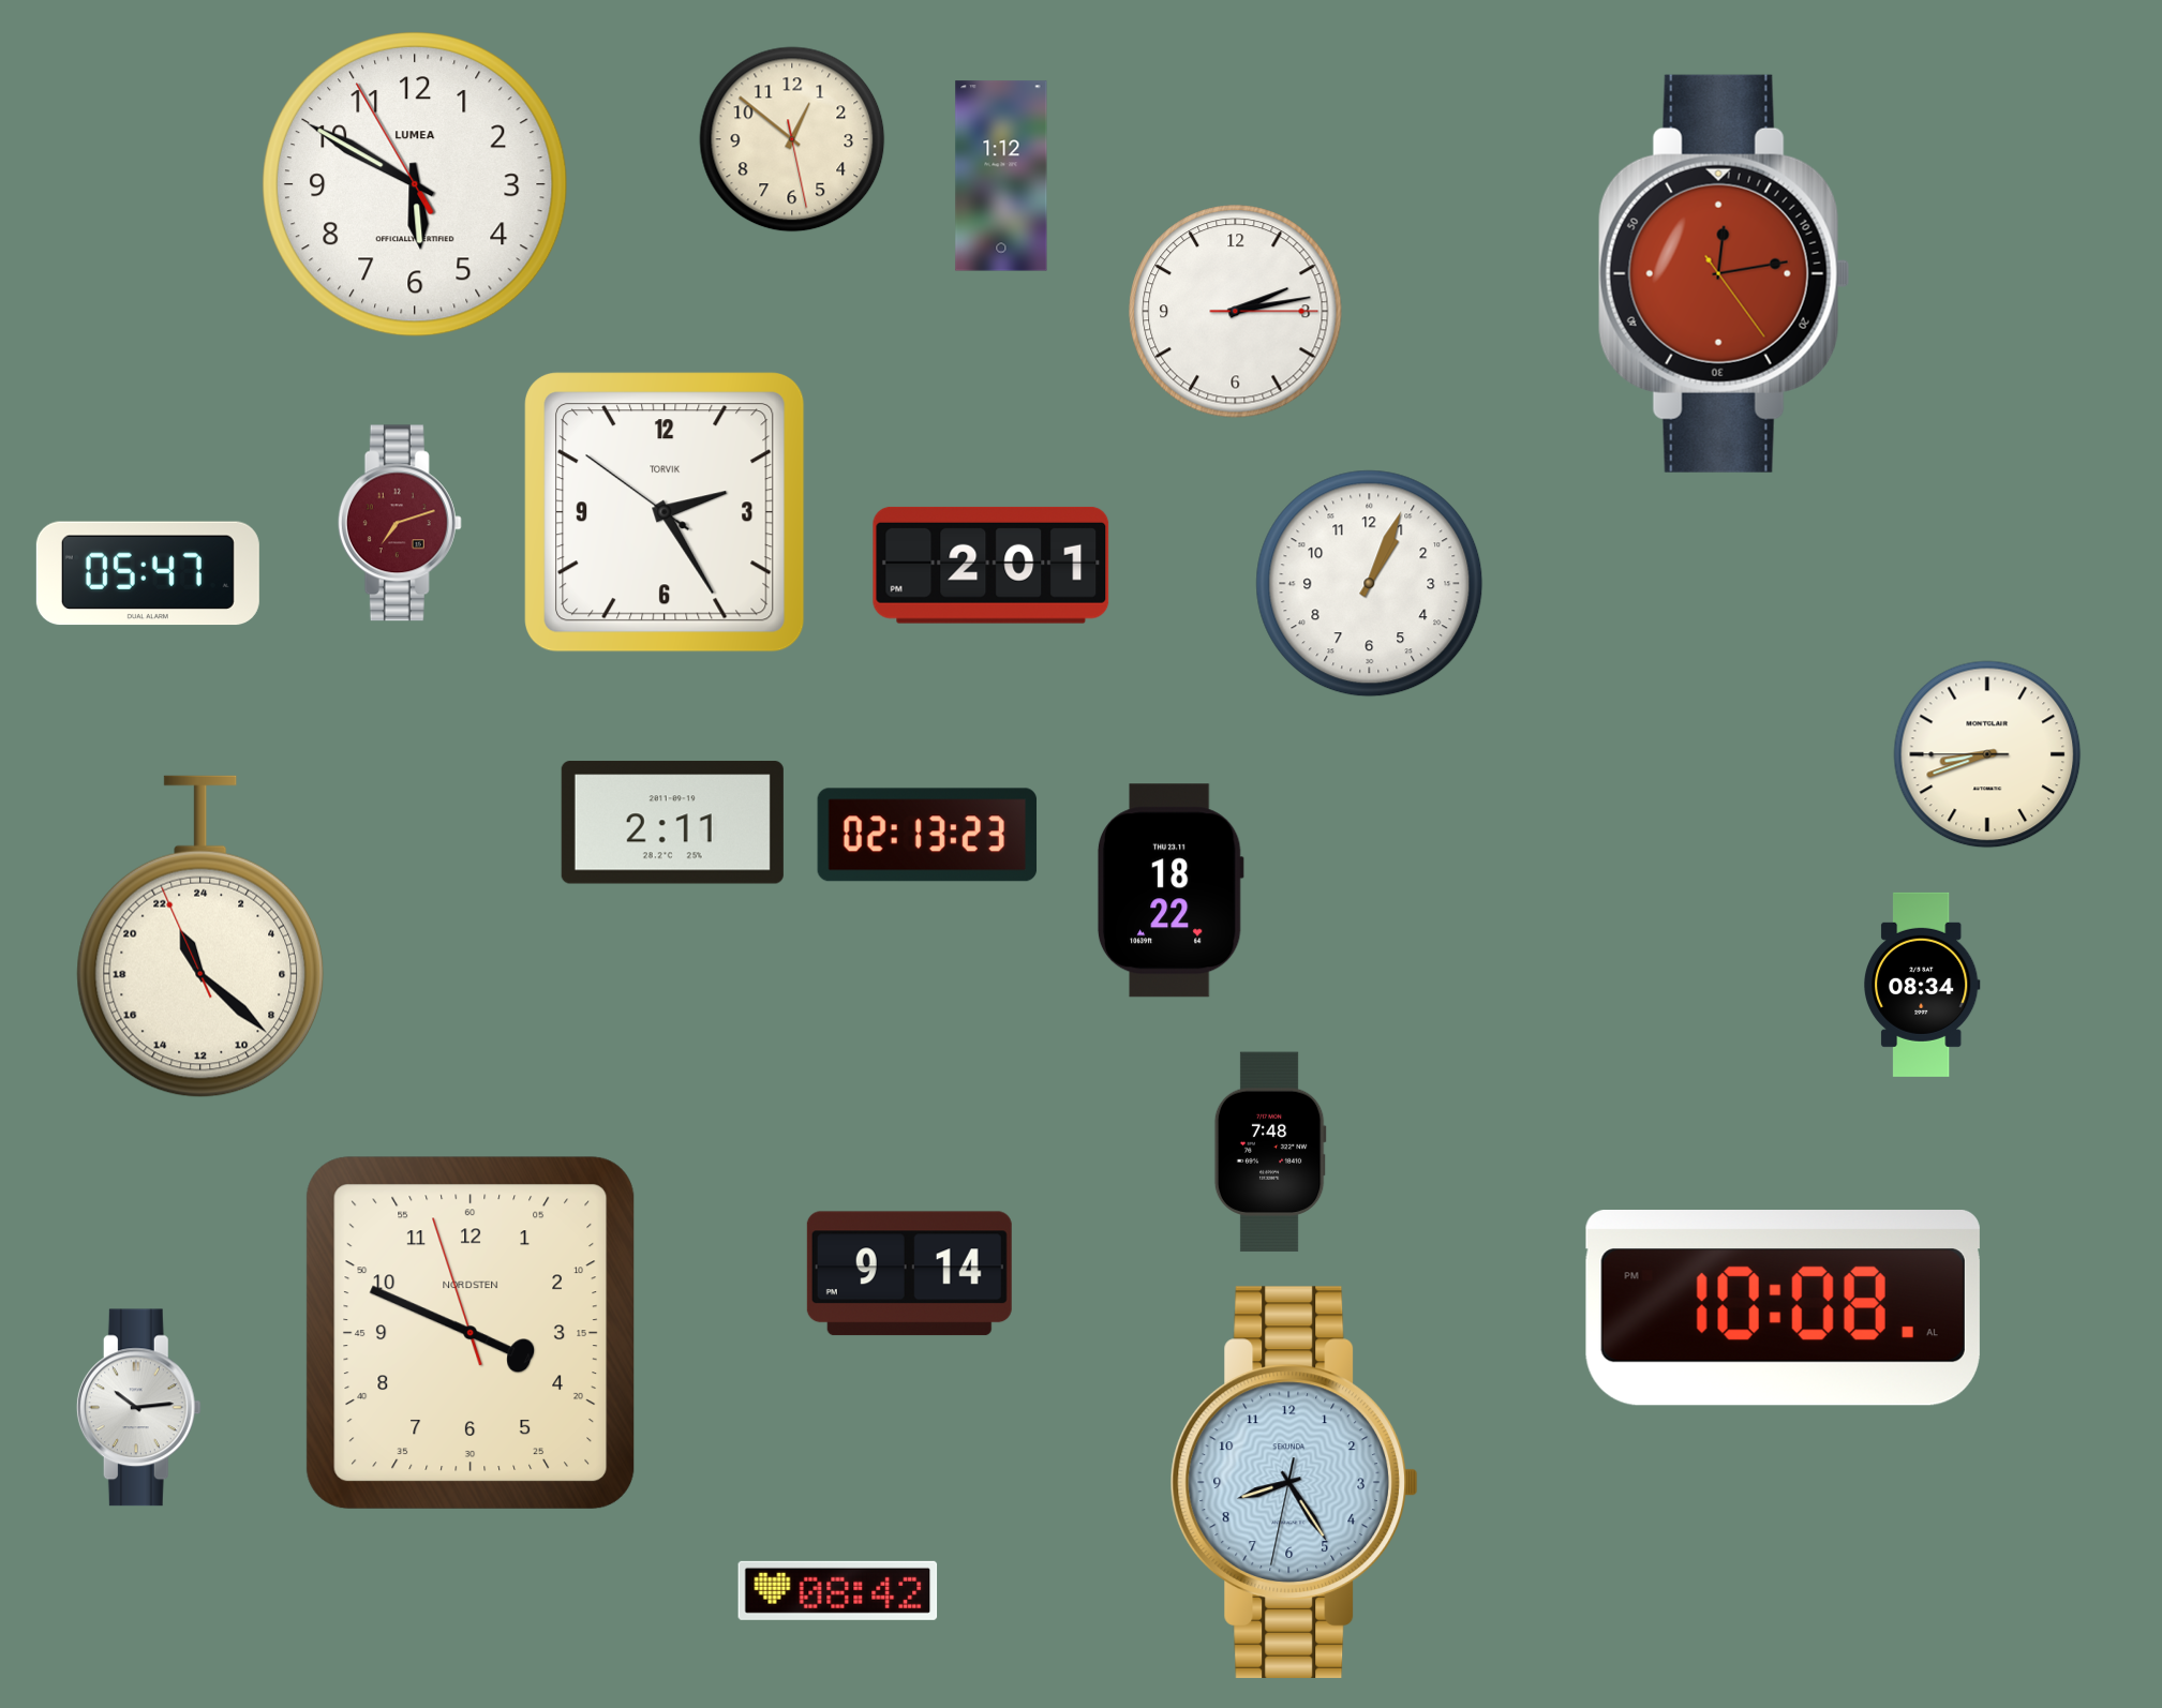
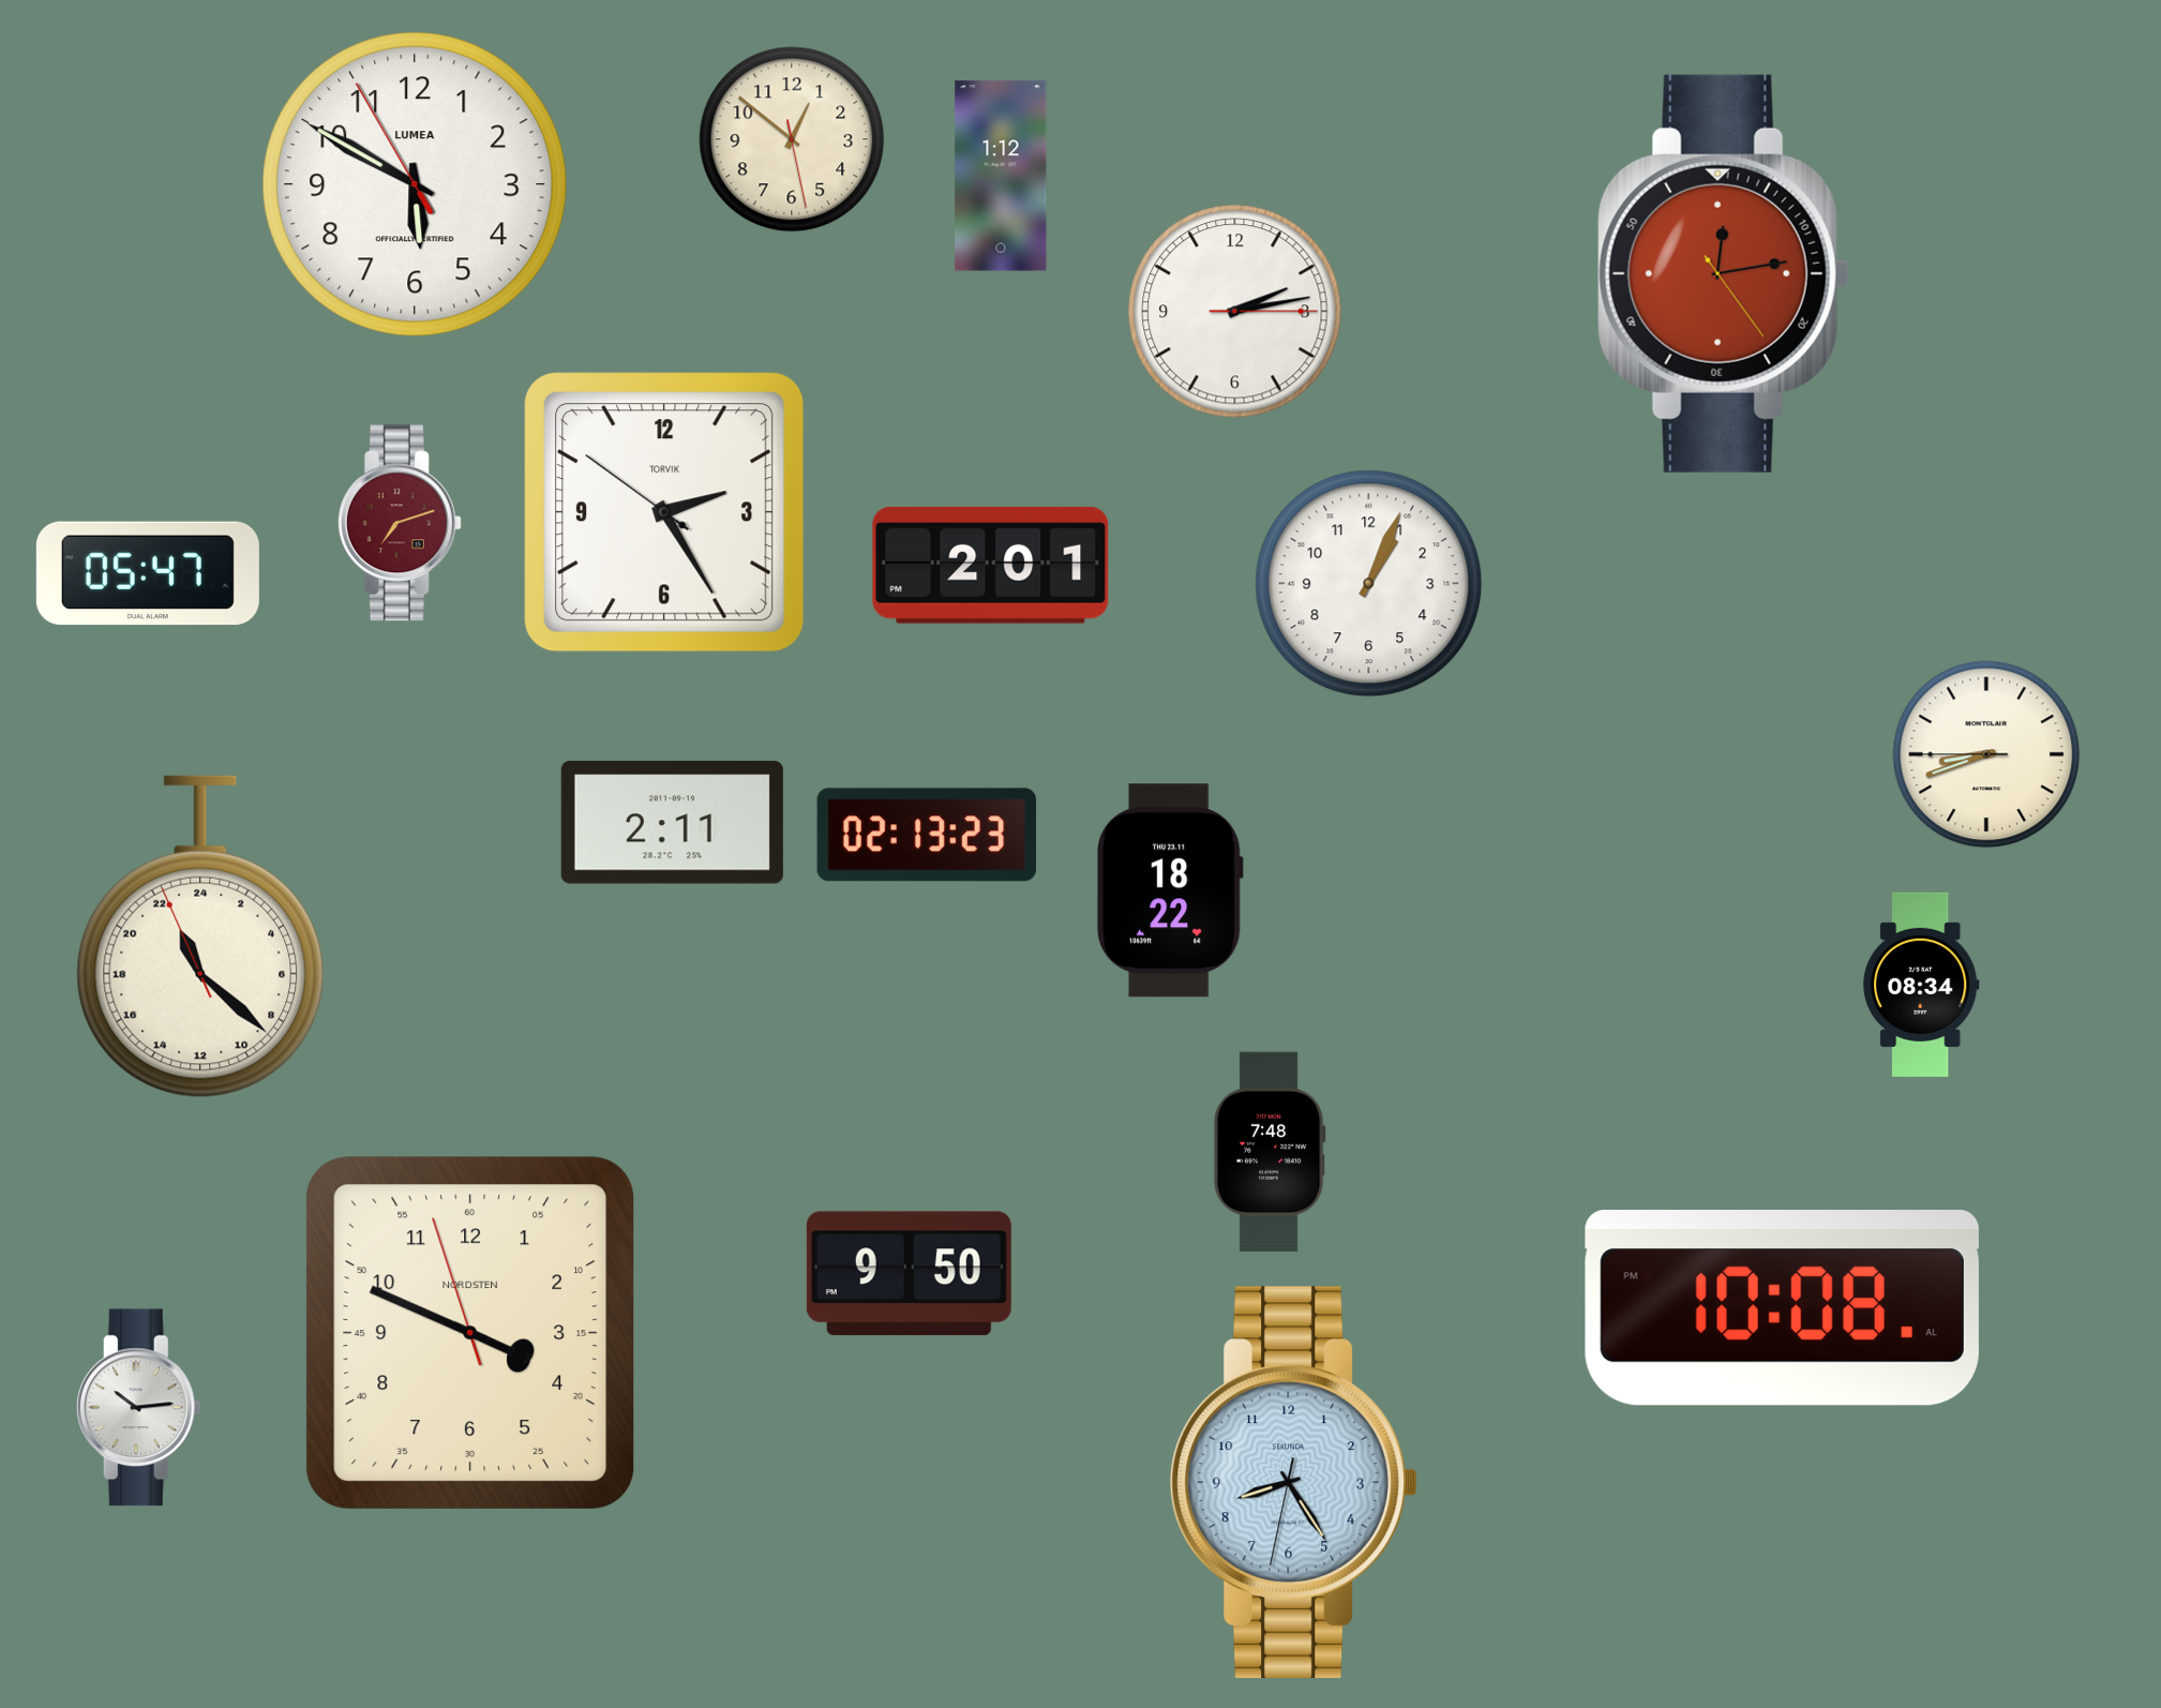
clock at (909, 1274): 9:14 -> 9:50
clock at (838, 1590): 08:42 -> none
